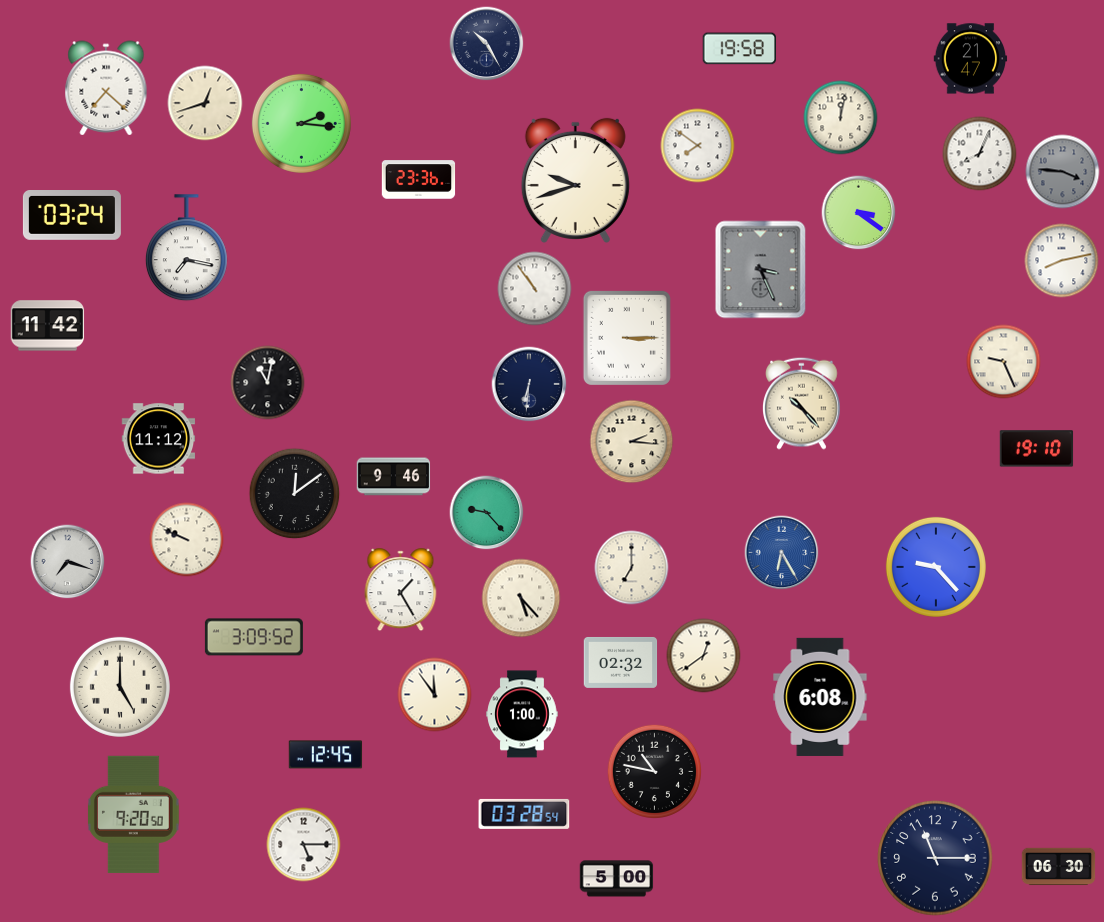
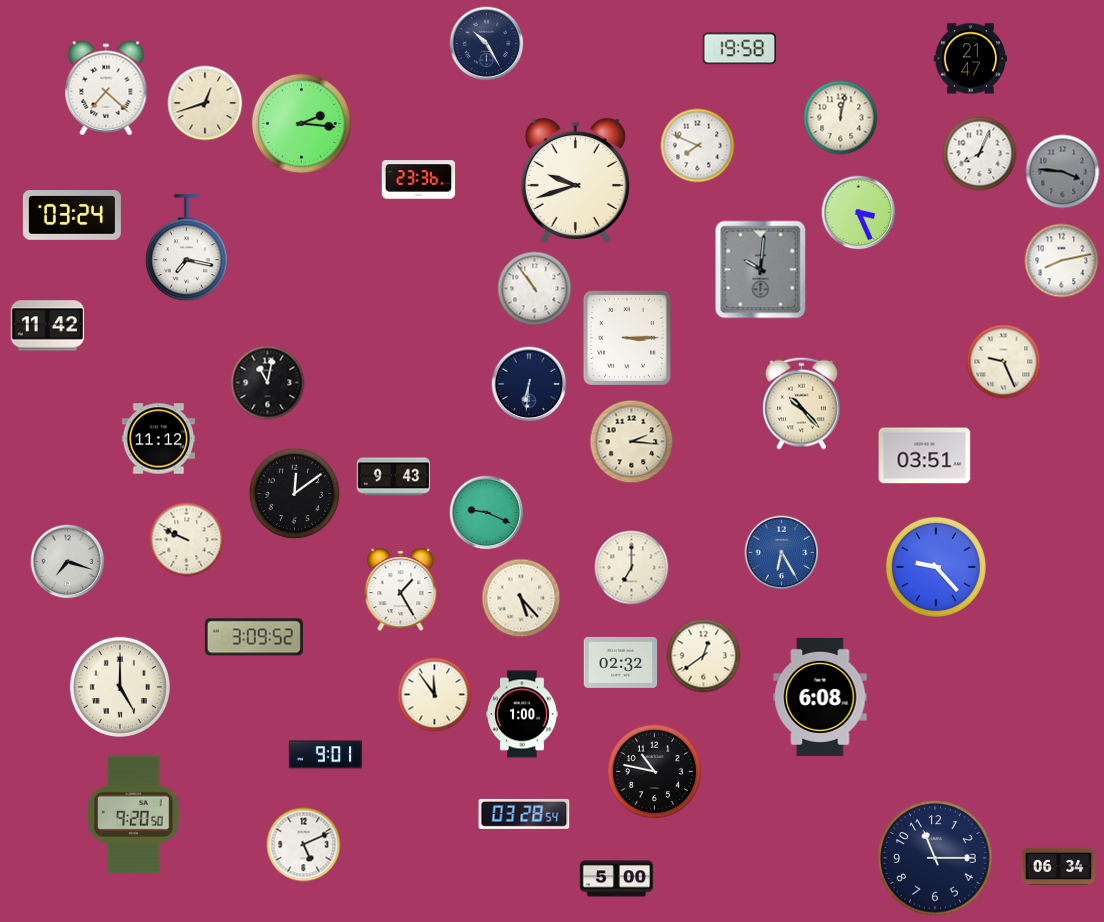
clock at (698, 146): 7:51 -> 7:49
clock at (859, 213): 3:21 -> 3:26
clock at (761, 270): 3:26 -> 10:01
clock at (1037, 449): 19:10 -> none
clock at (925, 456): none -> 03:51
clock at (394, 477): 9:46 -> 9:43
clock at (487, 513): 9:23 -> 9:19
clock at (326, 755): 12:45 -> 9:01
clock at (304, 845): 5:15 -> 5:11
clock at (1059, 867): 06:30 -> 06:34
